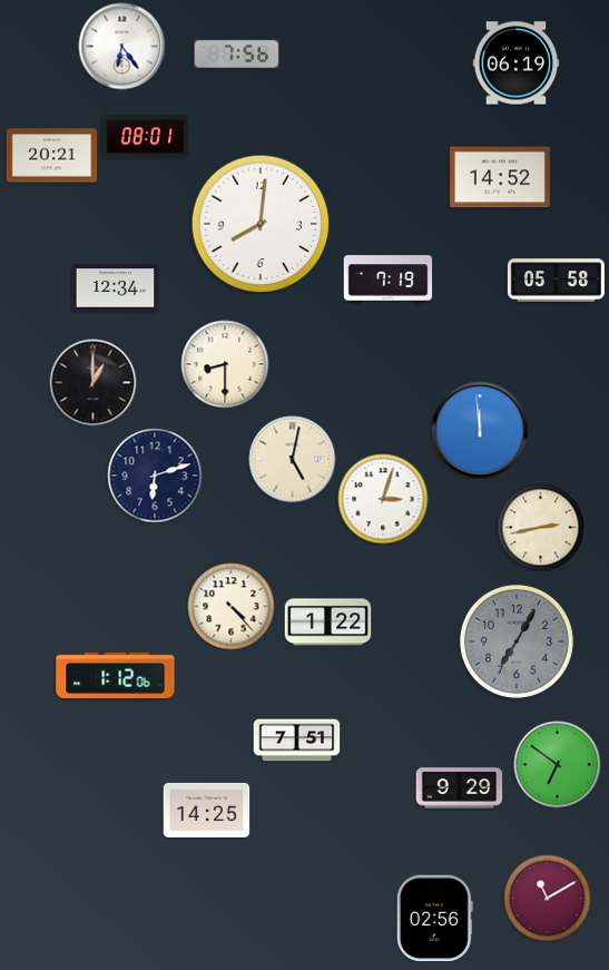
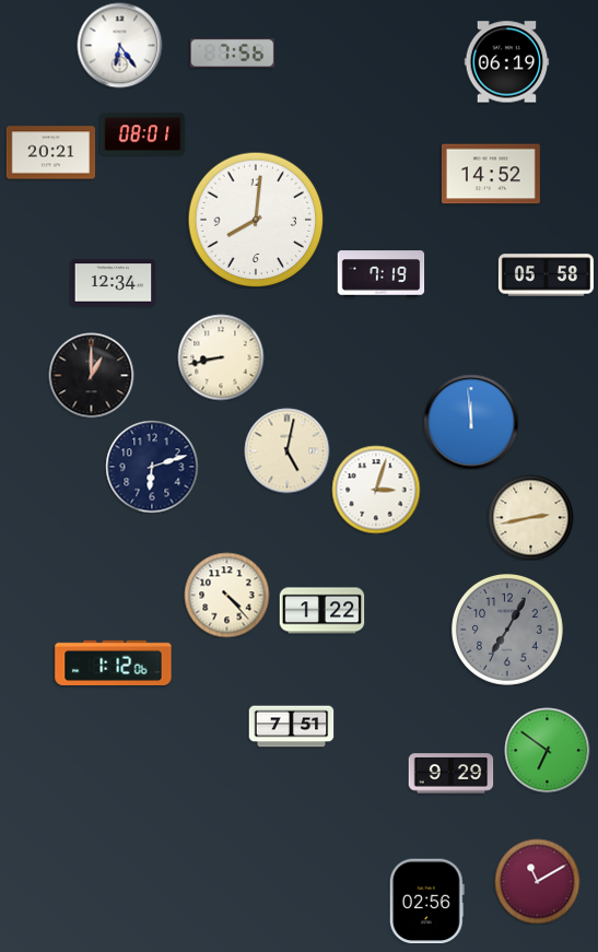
clock at (225, 364): 8:30 -> 8:43
clock at (206, 810): 14:25 -> none
